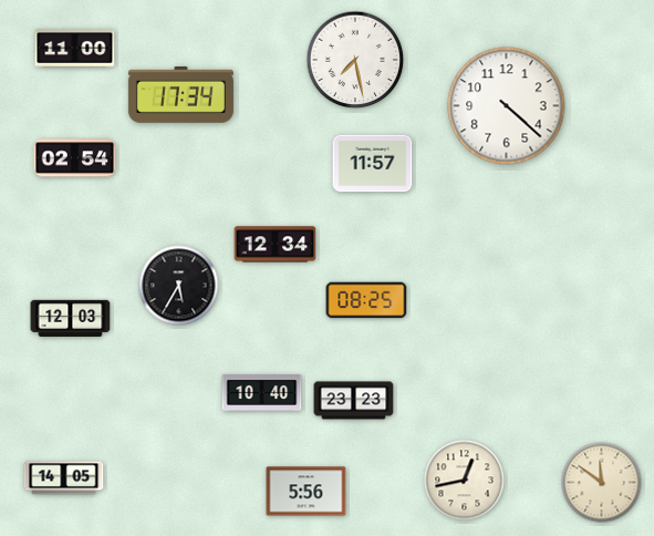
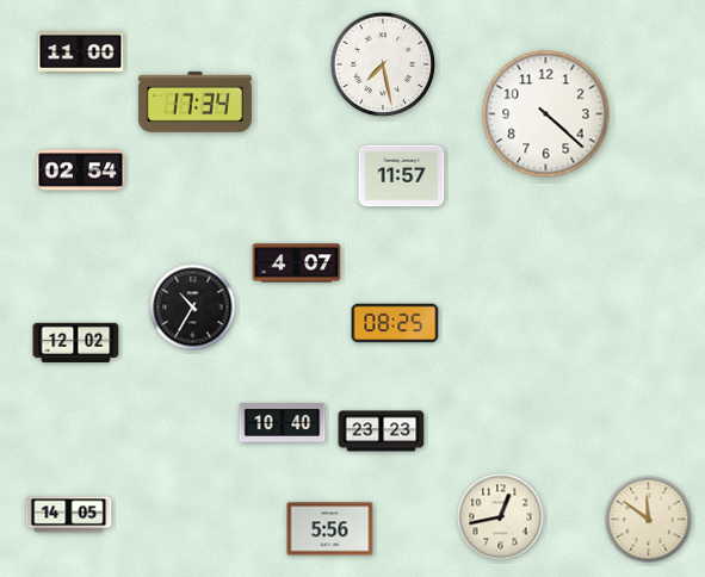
clock at (276, 245): 12:34 -> 4:07
clock at (179, 286): 5:35 -> 10:35
clock at (71, 318): 12:03 -> 12:02
